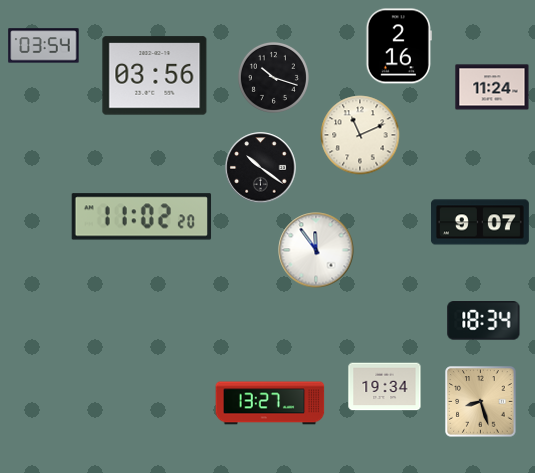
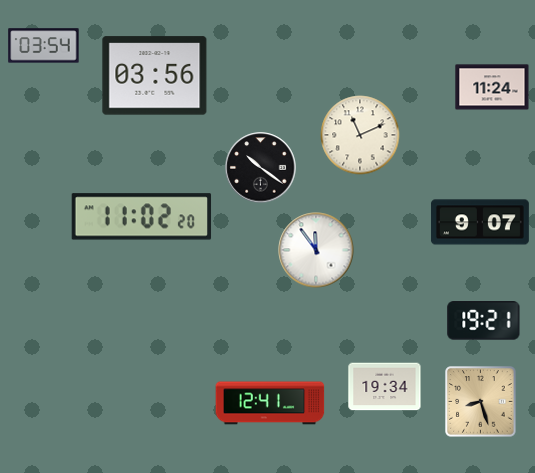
clock at (399, 46): 2:16 -> none
clock at (273, 77): 10:18 -> none
clock at (484, 321): 18:34 -> 19:21
clock at (270, 403): 13:27 -> 12:41
